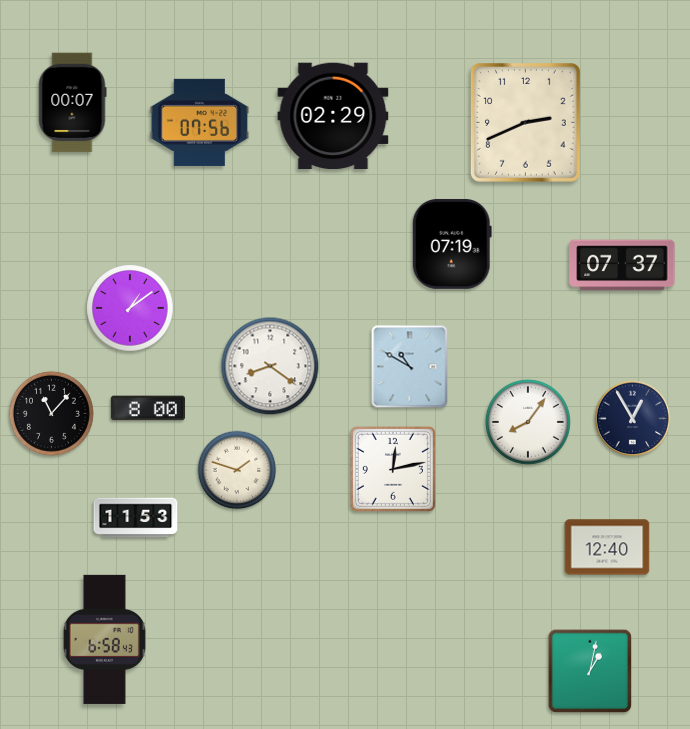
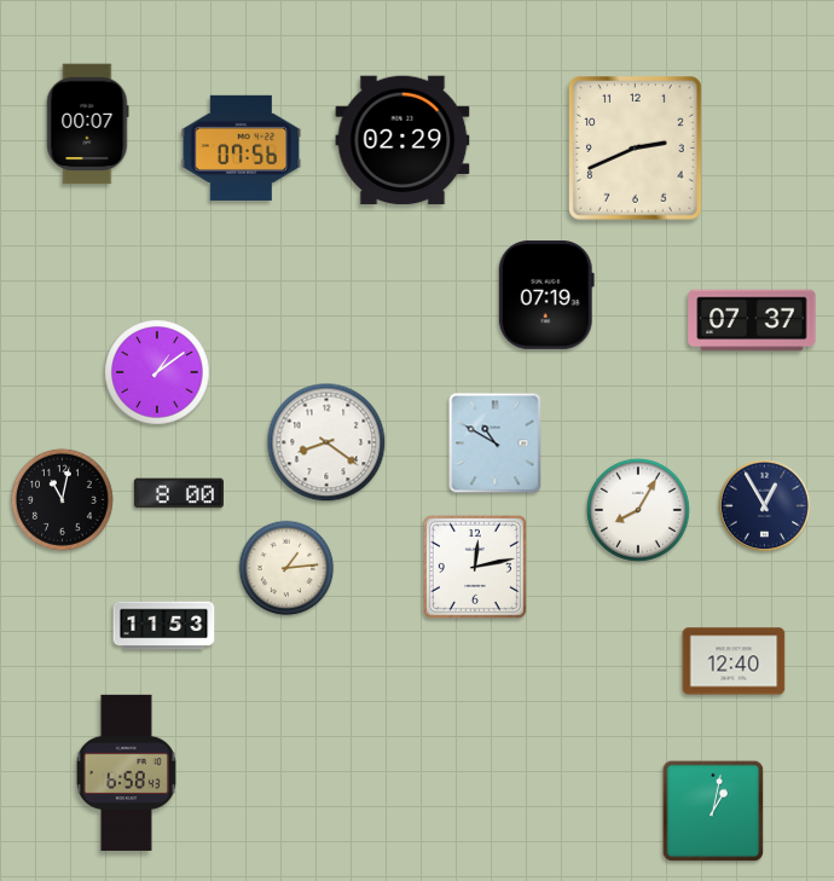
clock at (51, 413): 11:07 -> 11:02
clock at (528, 422): 8:06 -> 8:05
clock at (237, 470): 1:48 -> 1:14
